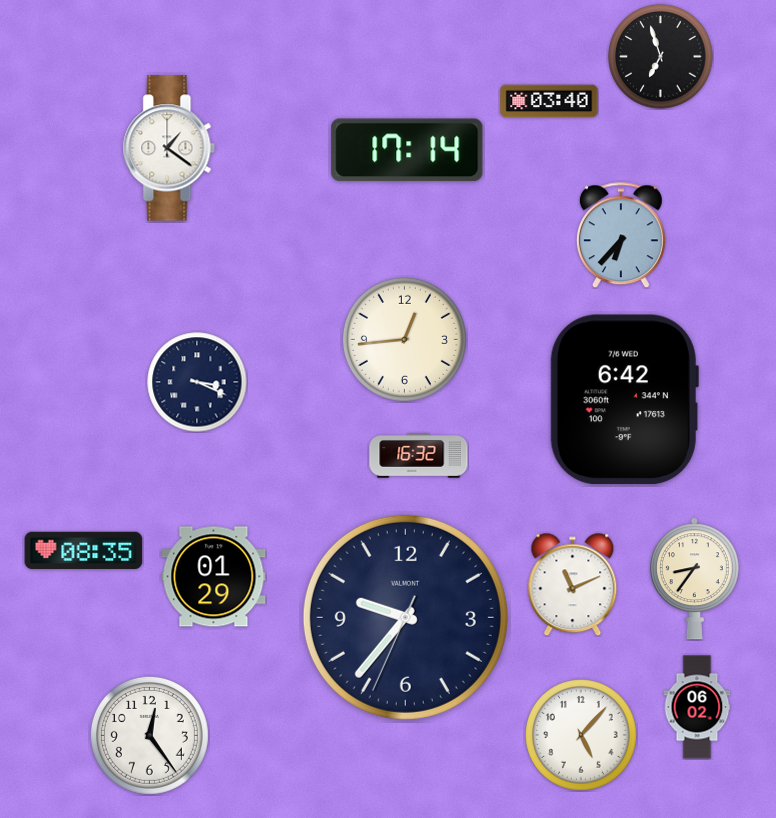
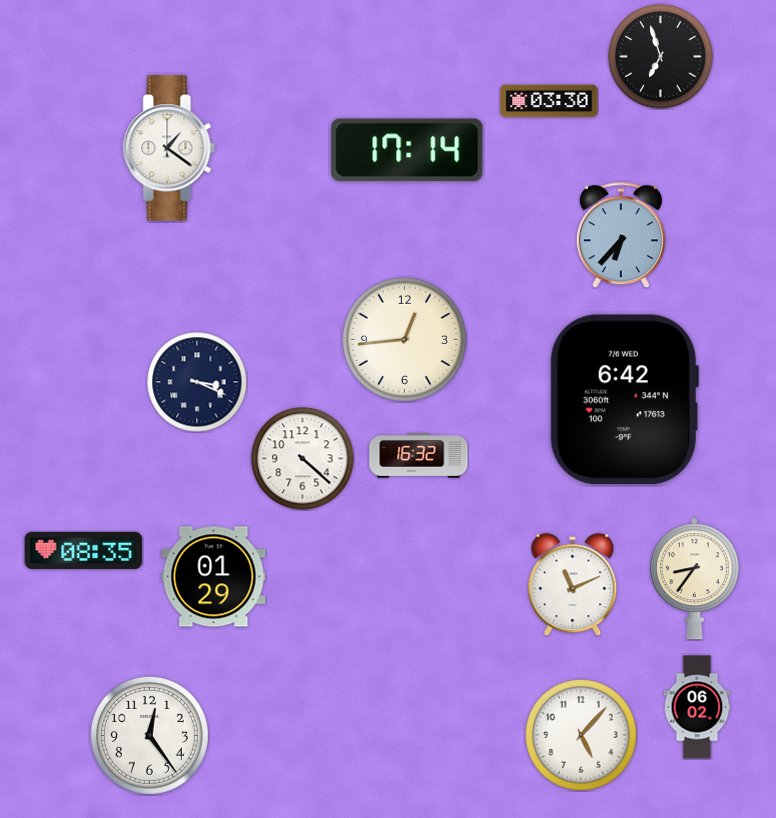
clock at (549, 101): 03:40 -> 03:30
clock at (303, 459): none -> 4:22
clock at (405, 617): 9:36 -> none
